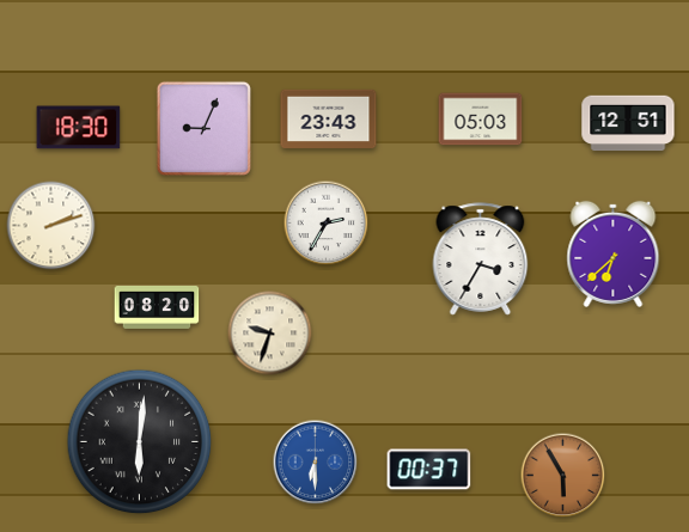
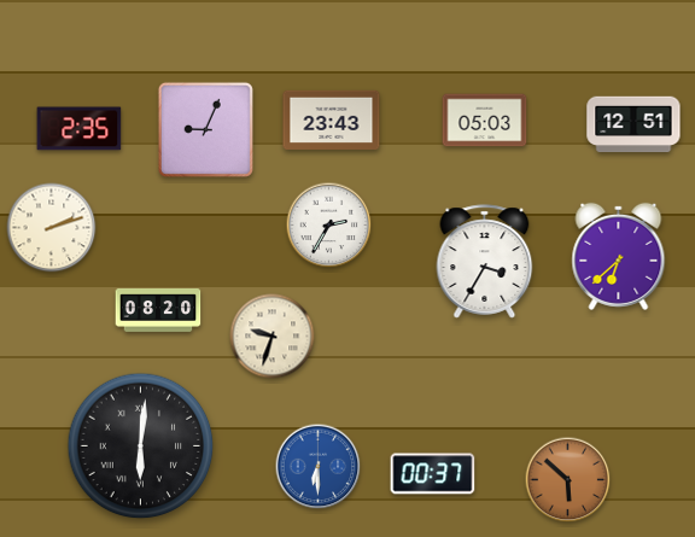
clock at (79, 128): 18:30 -> 2:35
clock at (563, 476): 5:55 -> 5:52
